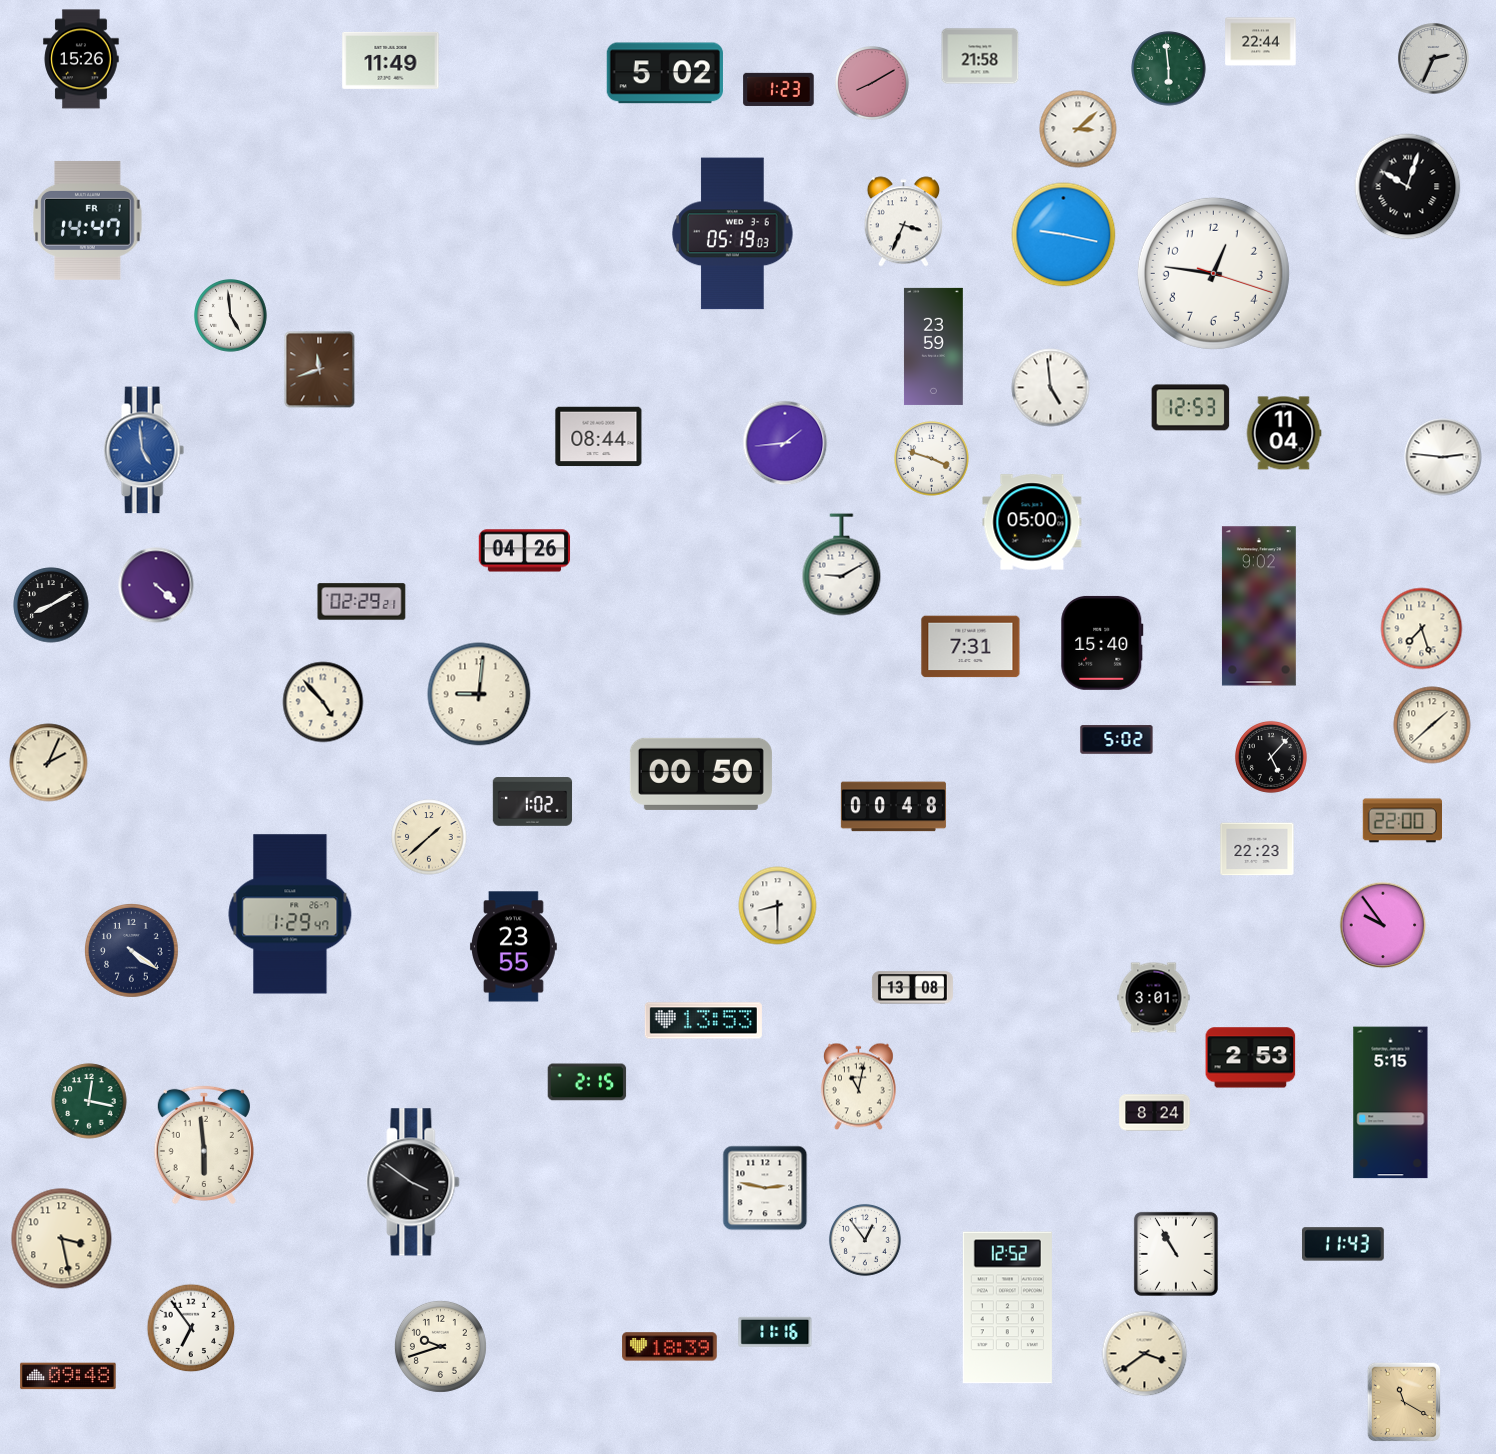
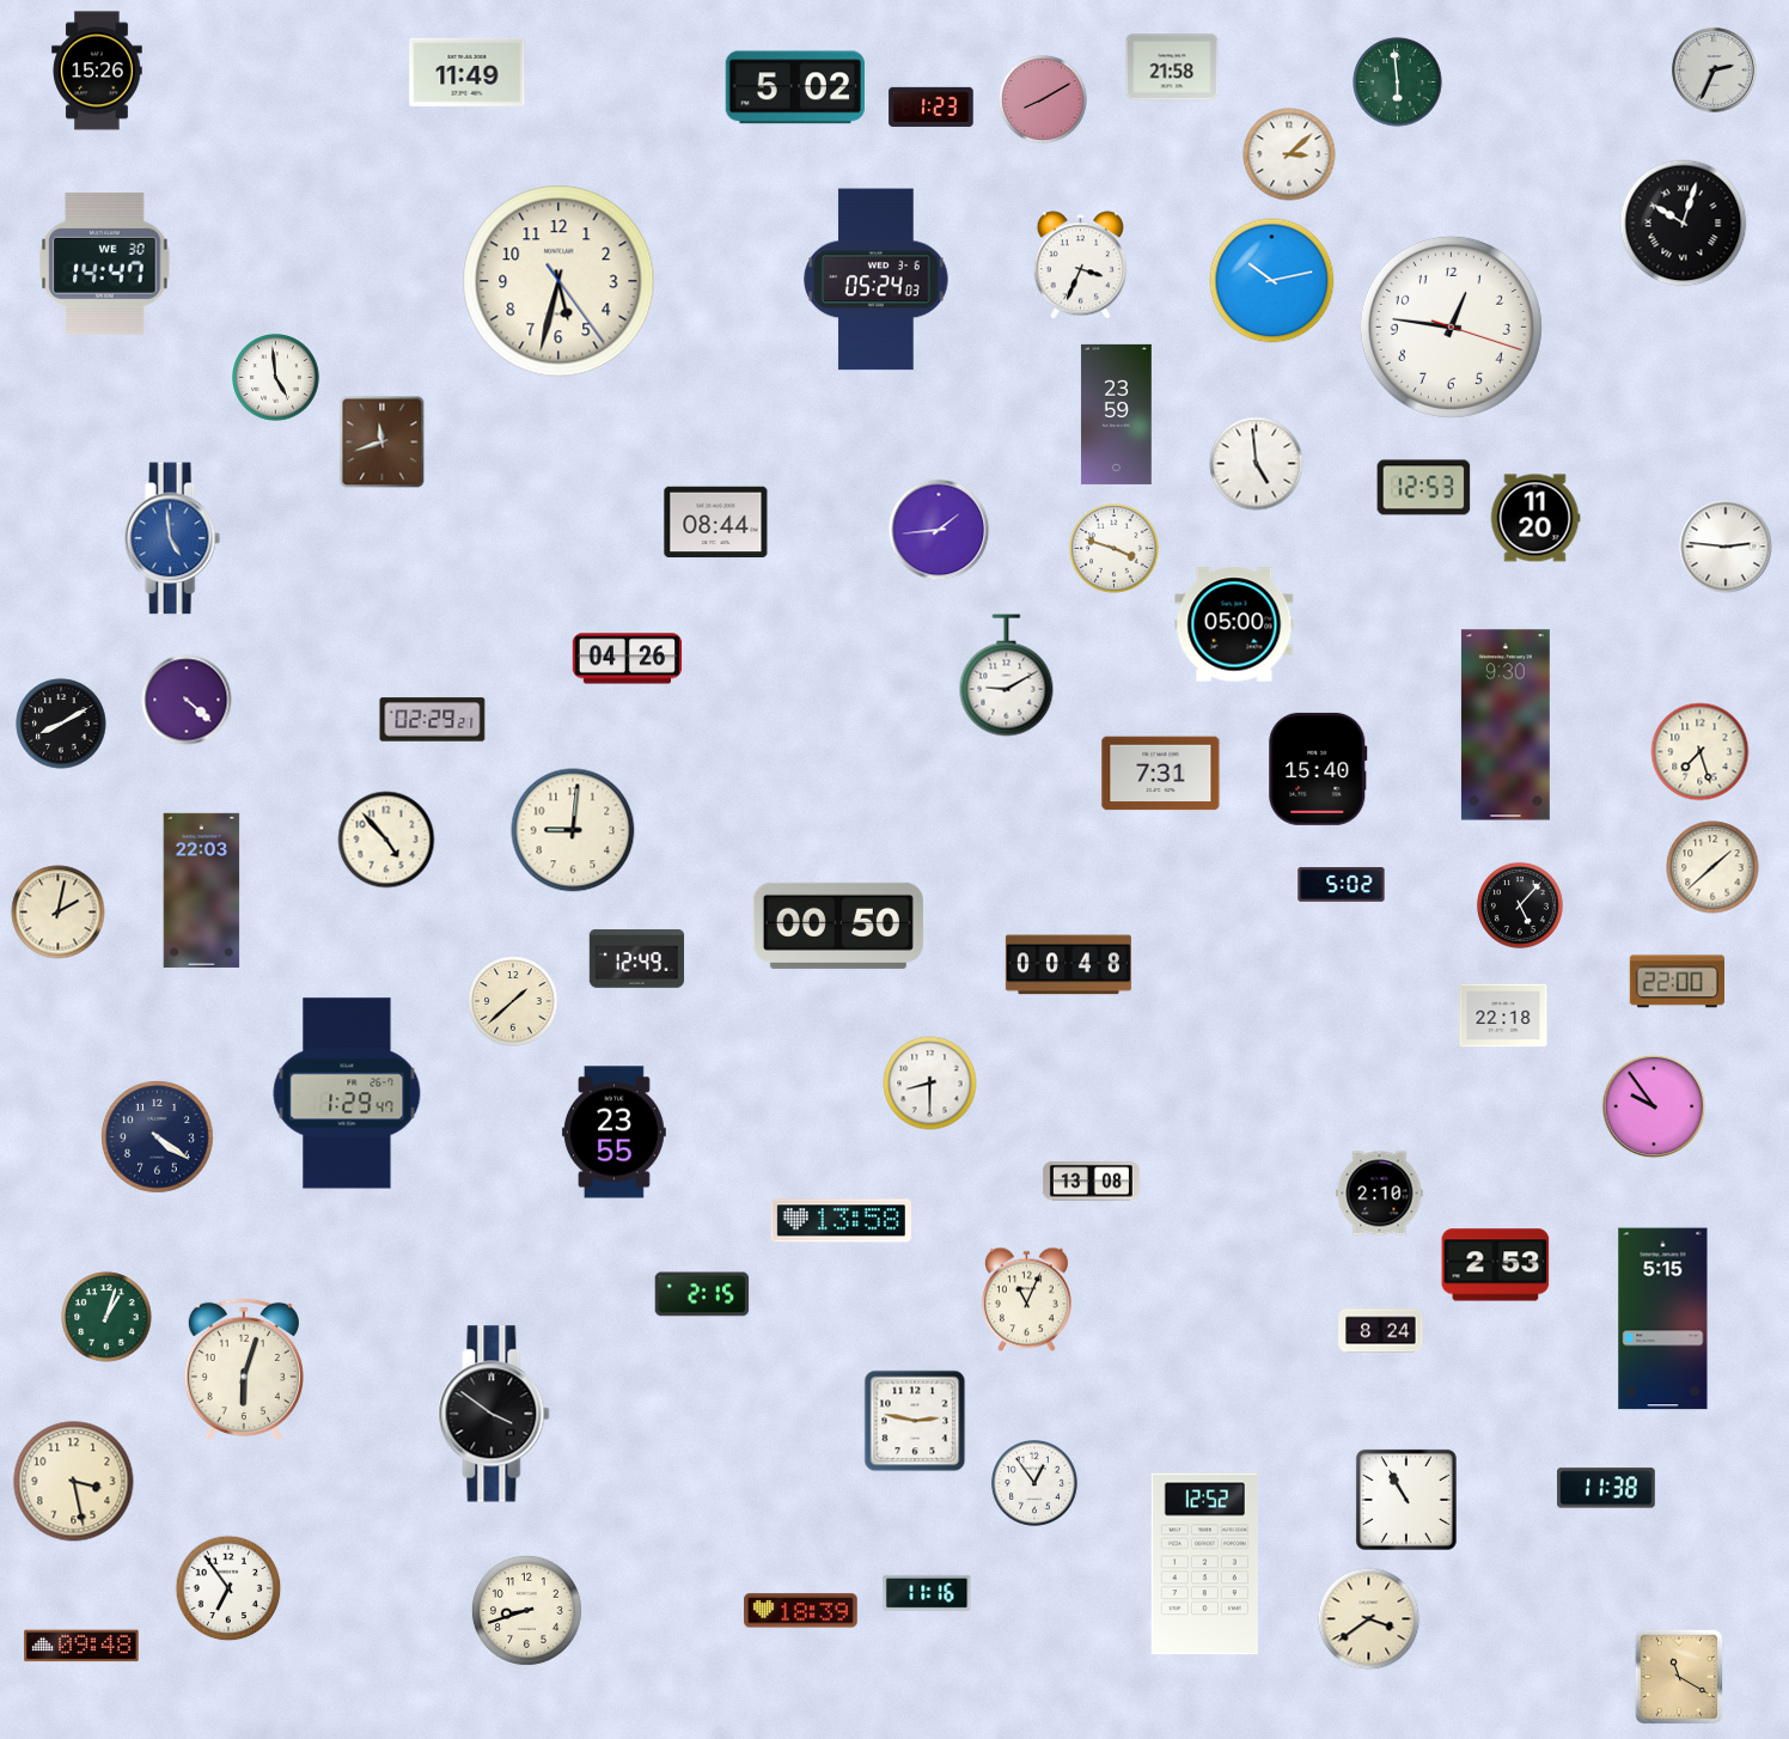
clock at (1261, 42): 22:44 -> none
clock at (88, 220) date: FR 1 -> WE 30
clock at (733, 234): 05:19 -> 05:24
clock at (558, 281): none -> 5:32
clock at (1064, 235): 9:17 -> 10:13
clock at (1284, 433): 11:04 -> 11:20
clock at (1259, 606): 9:02 -> 9:30
clock at (1117, 740) position: (1117, 740) -> (1342, 885)
clock at (202, 890): none -> 22:03
clock at (49, 763): 2:04 -> 2:02
clock at (533, 802): 1:02 -> 12:49
clock at (1257, 849): 22:23 -> 22:18
clock at (1154, 998): 3:01 -> 2:10
clock at (703, 1021): 13:53 -> 13:58
clock at (858, 1087): 11:02 -> 11:04
clock at (89, 1101): 12:17 -> 1:03
clock at (204, 1144): 5:59 -> 6:03
clock at (1344, 1244): 11:43 -> 11:38
clock at (440, 1346): 9:42 -> 8:42
